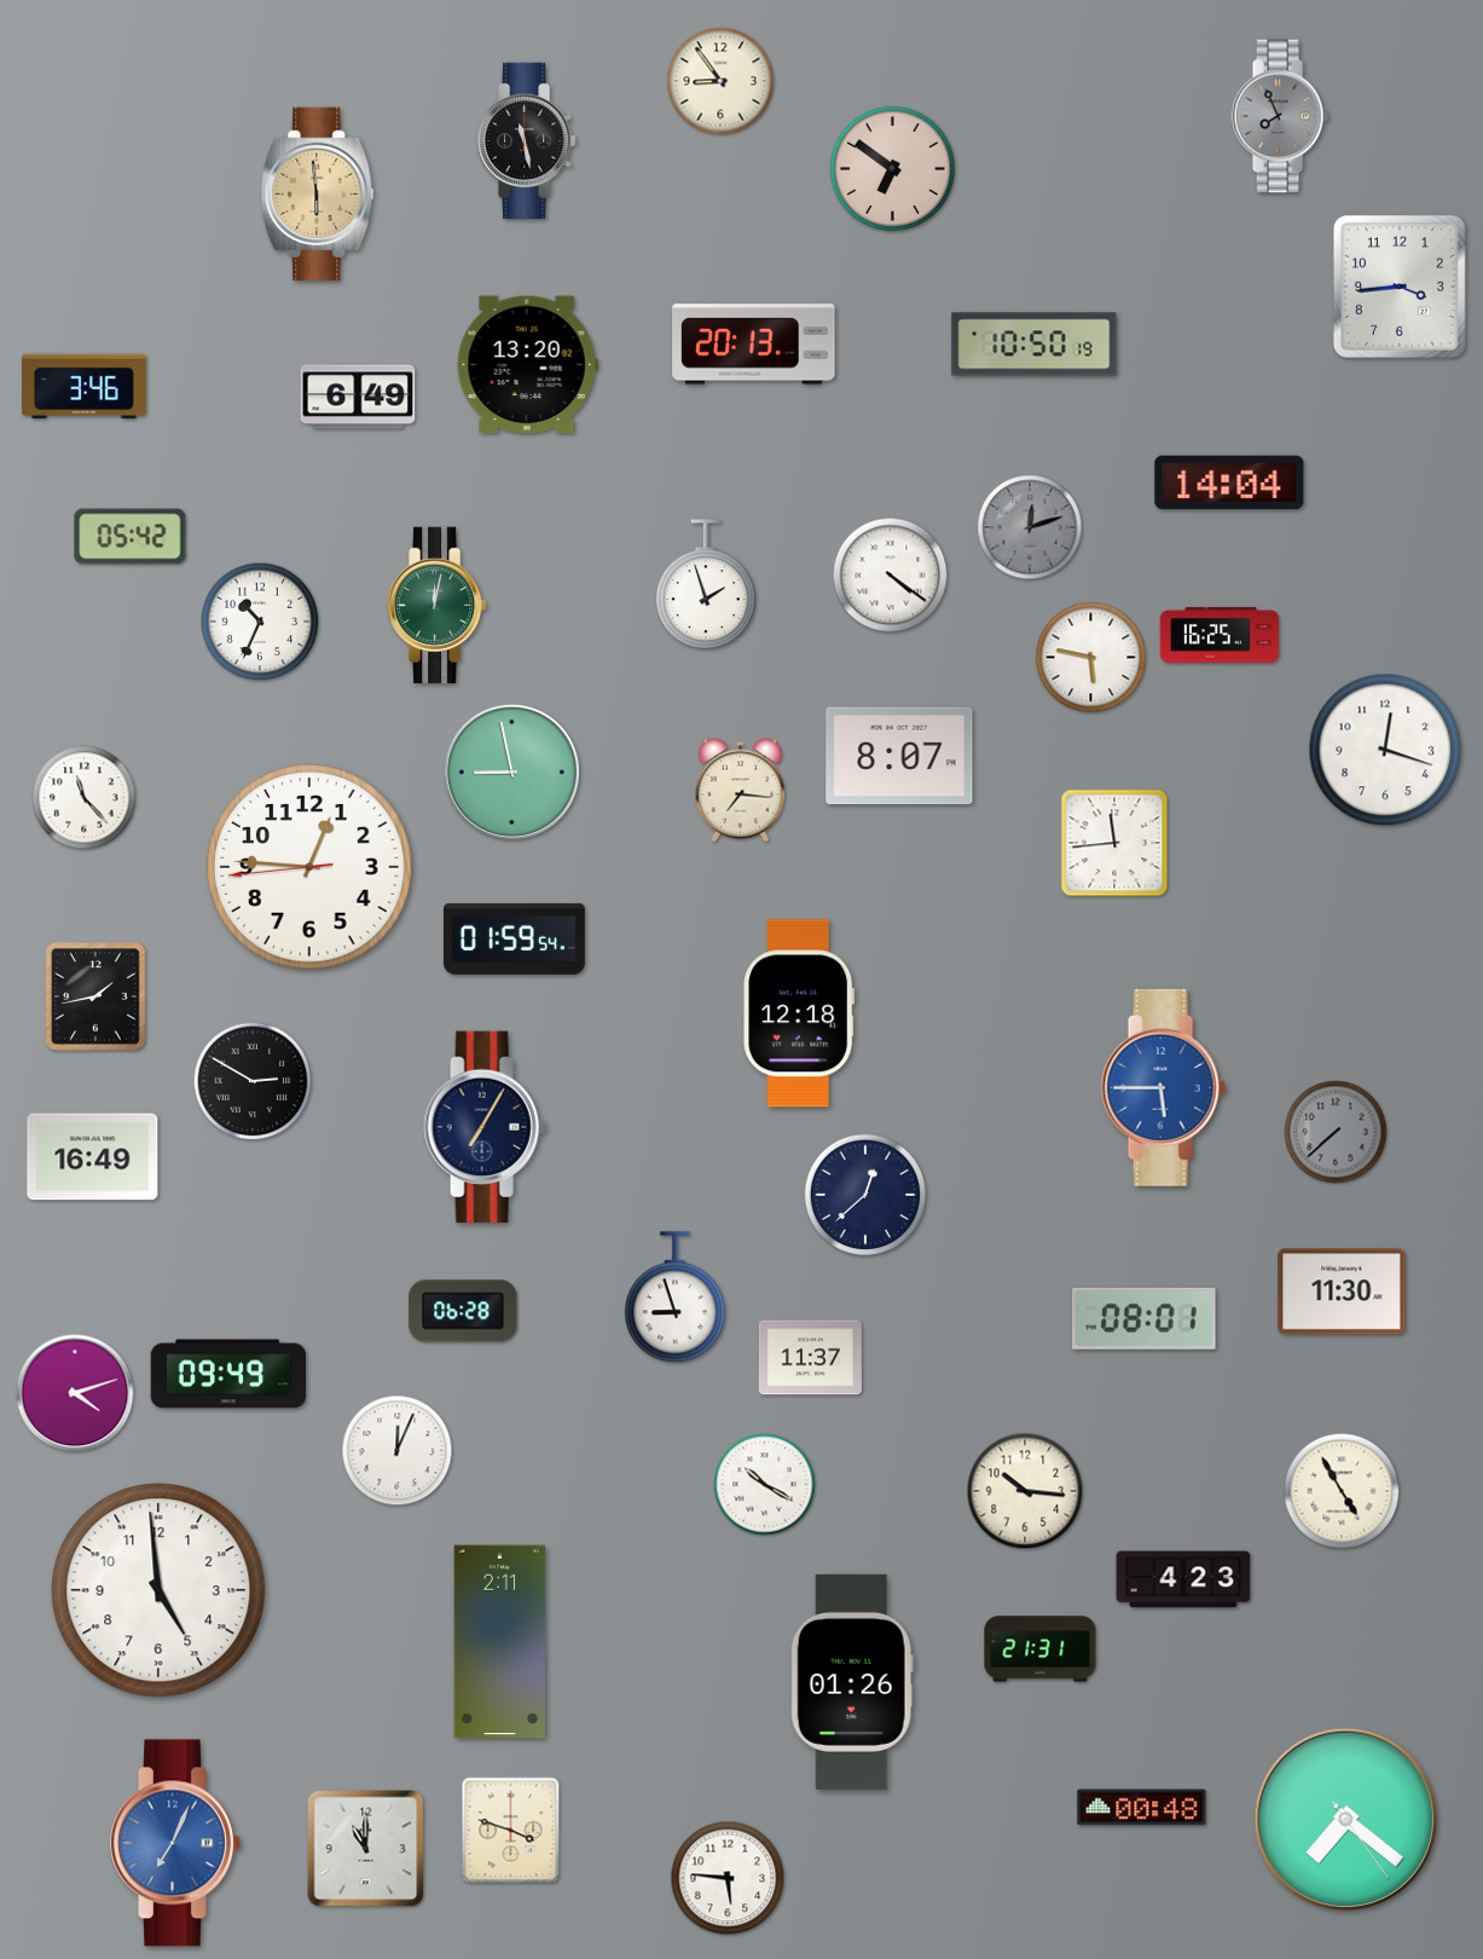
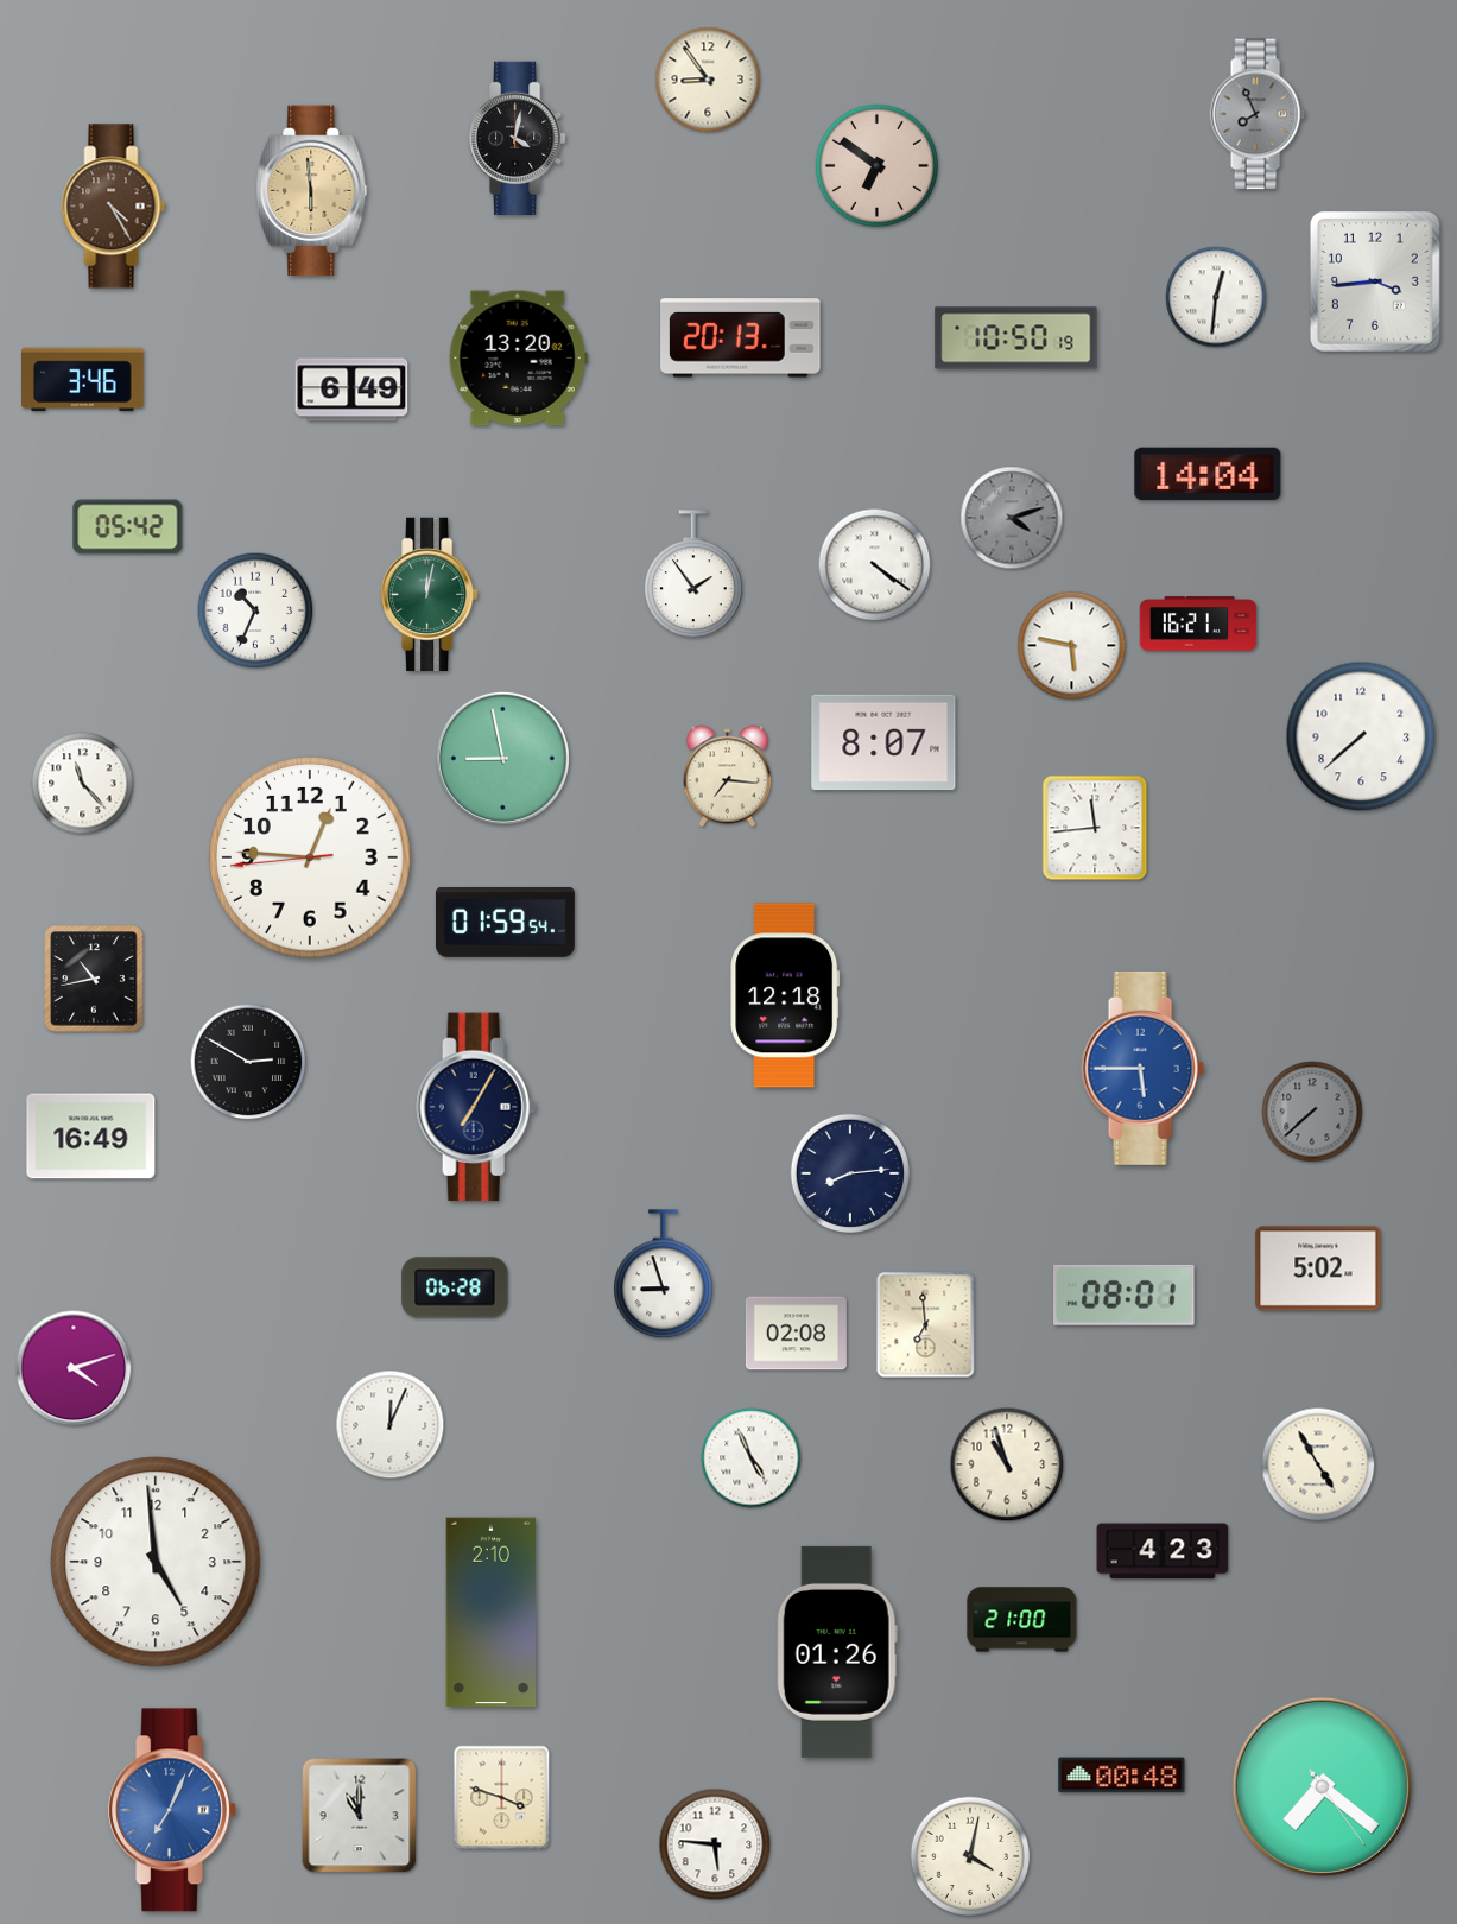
clock at (527, 140): 11:28 -> 4:02
clock at (114, 207): none -> 4:25
clock at (1216, 297): none -> 12:31
clock at (1030, 527): 12:12 -> 4:12
clock at (706, 585): 1:57 -> 1:54
clock at (1220, 635): 16:25 -> 16:21
clock at (1385, 750): 12:18 -> 7:38
clock at (311, 868) position: (311, 868) -> (311, 859)
clock at (95, 996): 1:43 -> 10:43
clock at (865, 1195): 12:38 -> 8:14
clock at (1342, 1291): 11:30 -> 5:02
clock at (926, 1325): none -> 6:59
clock at (810, 1358): 11:37 -> 02:08
clock at (228, 1374): 09:49 -> none
clock at (765, 1485): 10:20 -> 4:56
clock at (1025, 1491): 10:16 -> 10:57
clock at (500, 1642): 2:11 -> 2:10
clock at (1041, 1649): 21:31 -> 21:00
clock at (970, 1856): none -> 4:02
